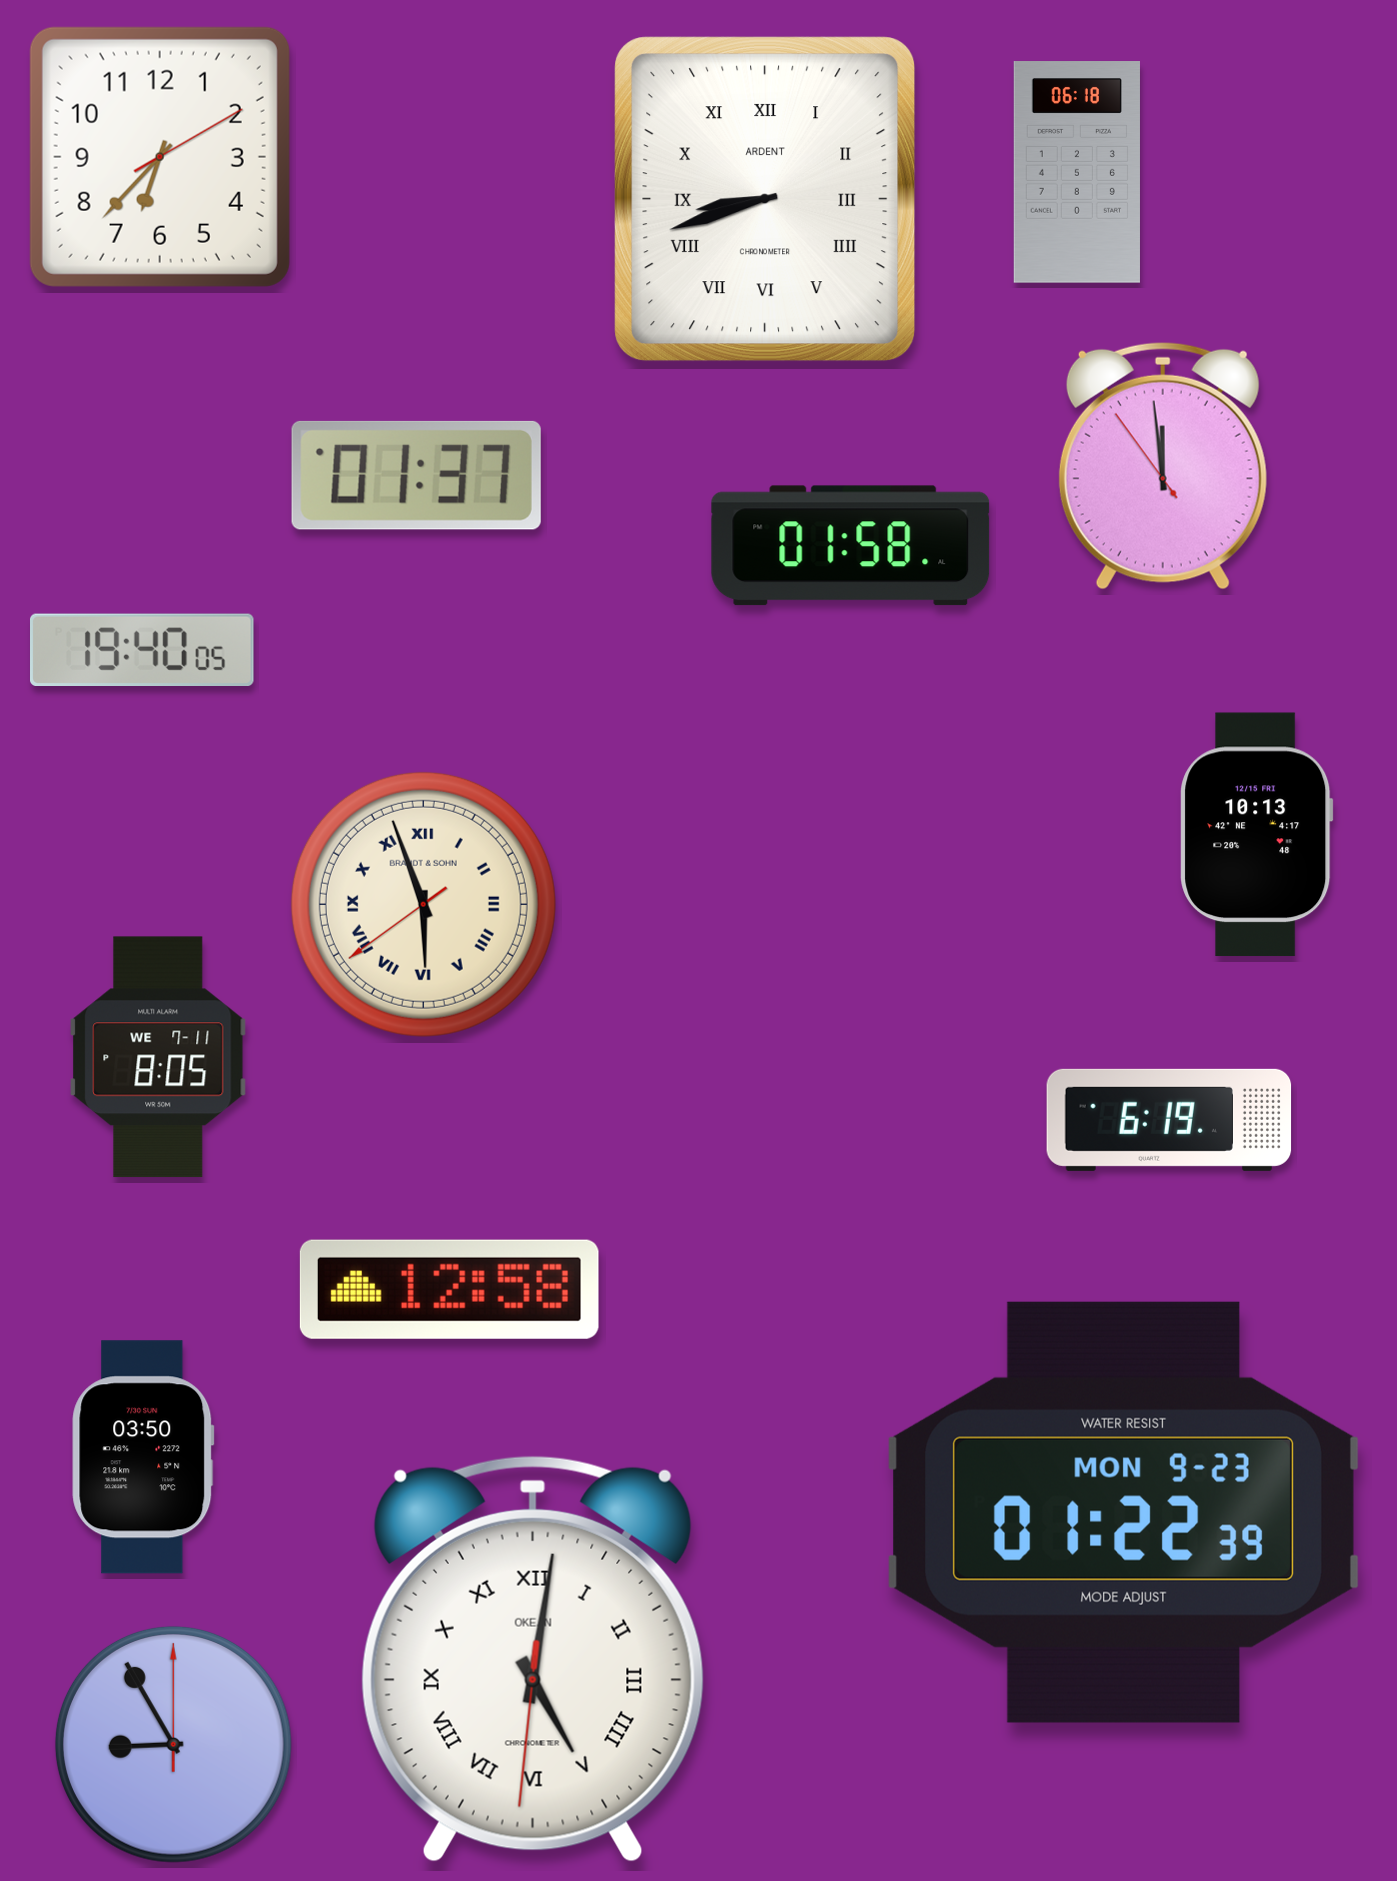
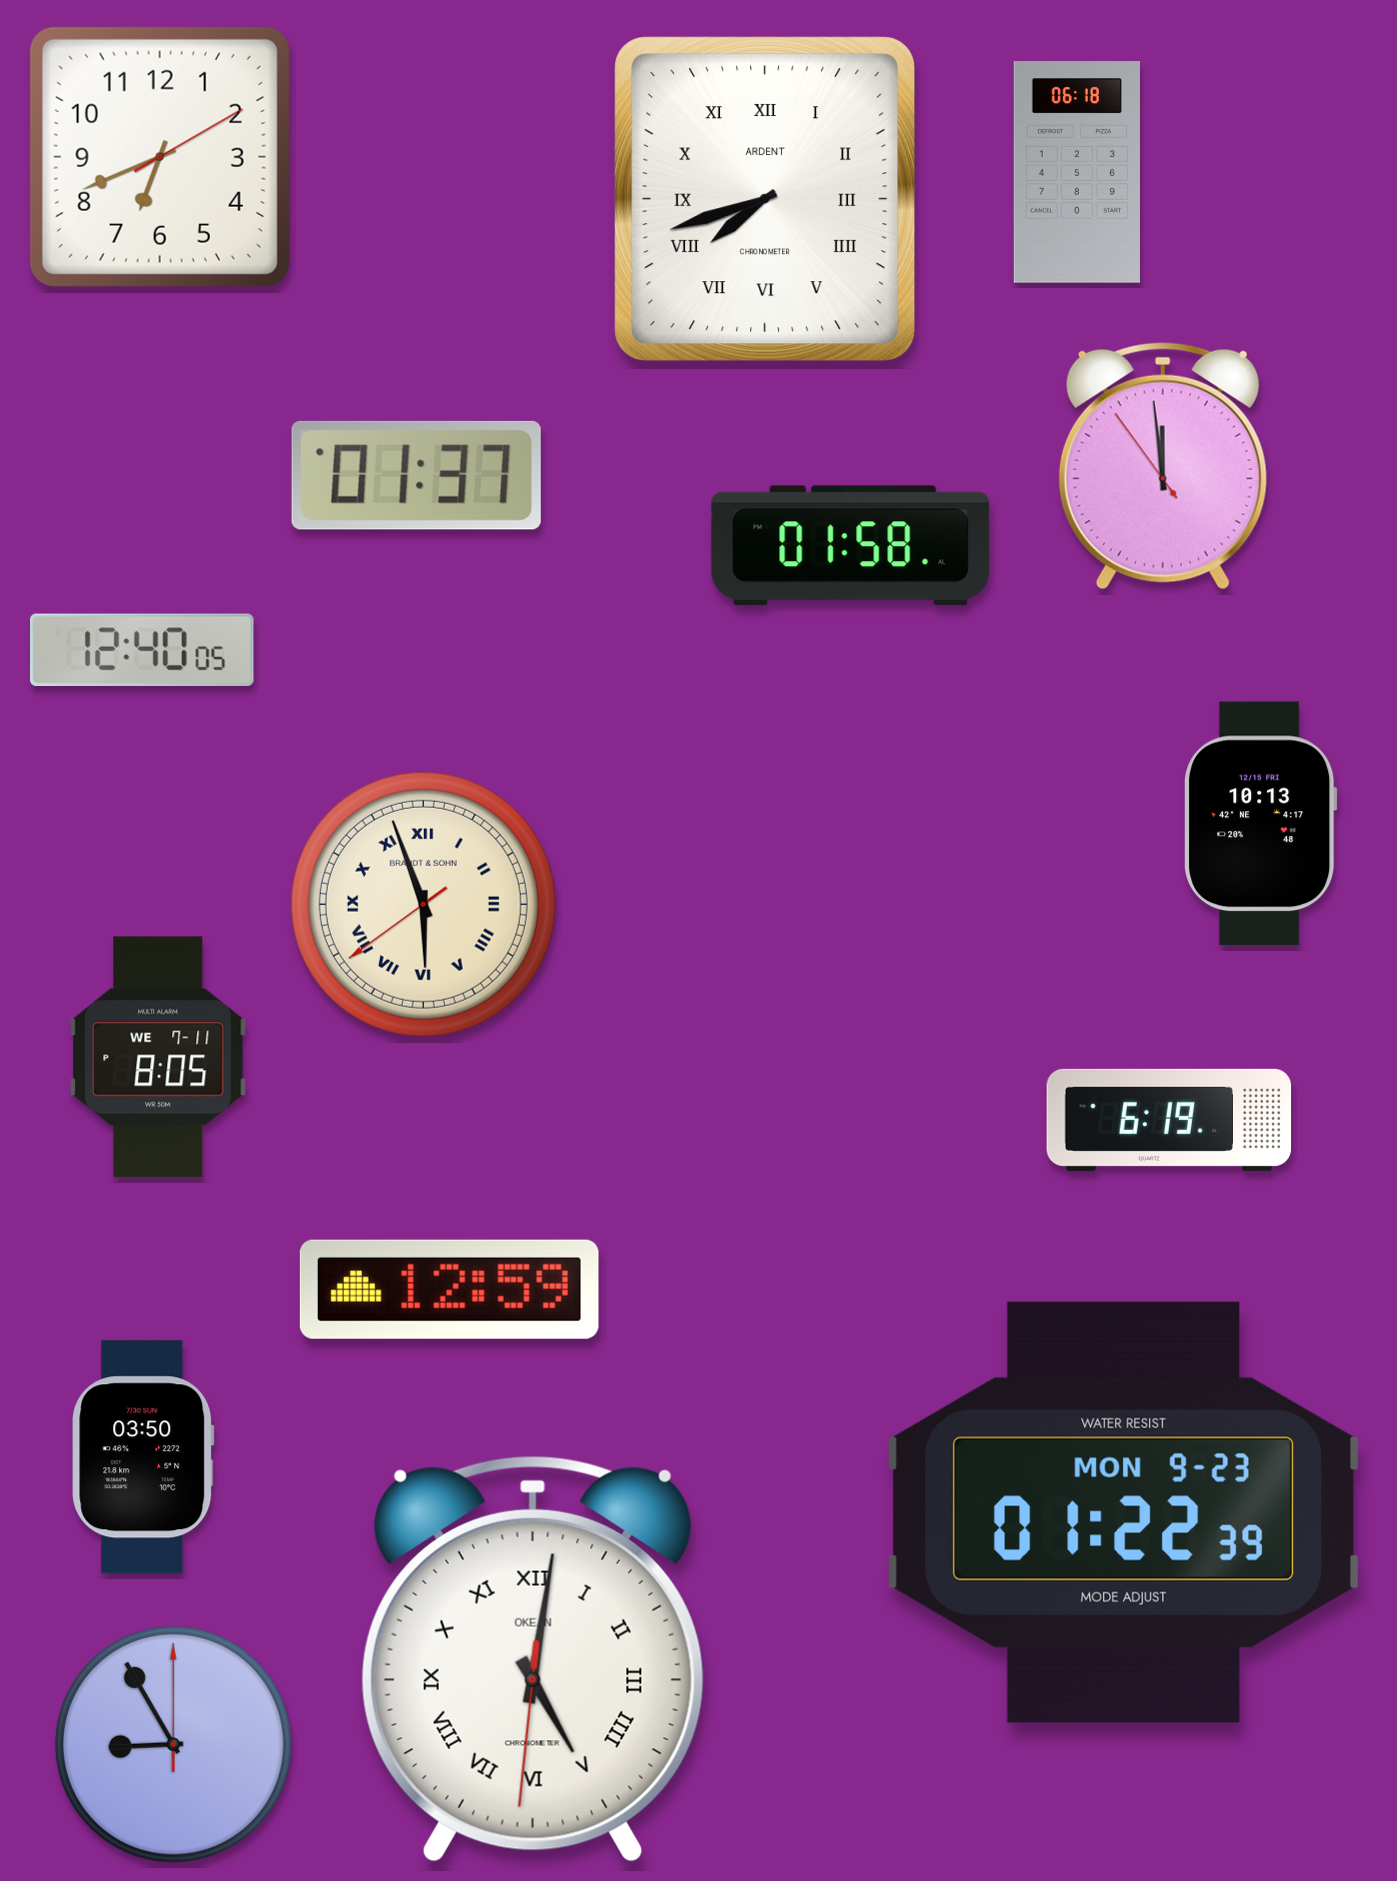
clock at (160, 157): 6:37 -> 6:41
clock at (765, 199): 8:42 -> 7:42
clock at (143, 649): 19:40 -> 12:40
clock at (1257, 835) position: (1257, 835) -> (1261, 824)
clock at (449, 1289): 12:58 -> 12:59
